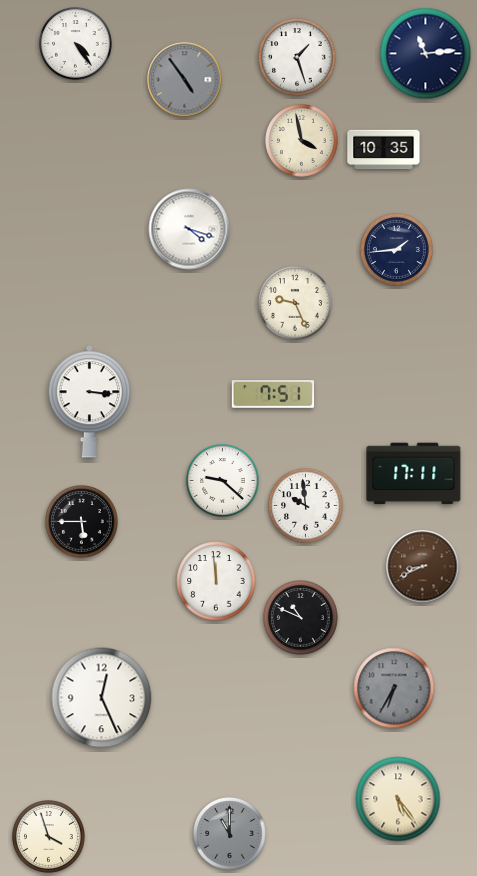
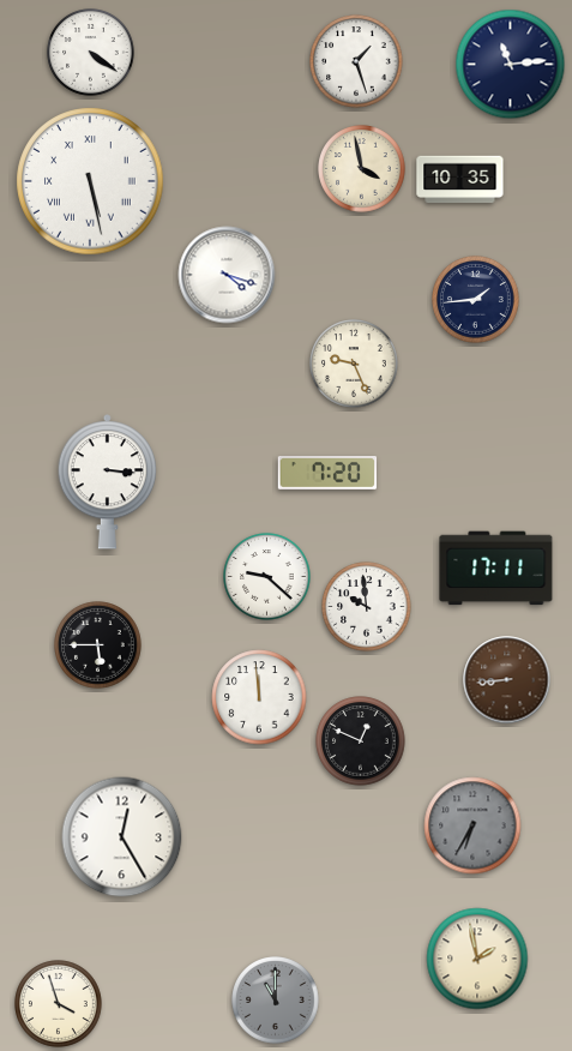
clock at (76, 44): 4:24 -> 4:21
clock at (297, 57) position: (297, 57) -> (356, 61)
clock at (185, 80): 4:54 -> none
clock at (90, 181): none -> 5:28
clock at (273, 395): 7:51 -> 7:20
clock at (82, 522) position: (82, 522) -> (98, 645)
clock at (423, 567): 8:41 -> 8:44
clock at (301, 618): 10:49 -> 12:49
clock at (102, 698): 12:26 -> 12:25
clock at (398, 799): 5:24 -> 1:58
